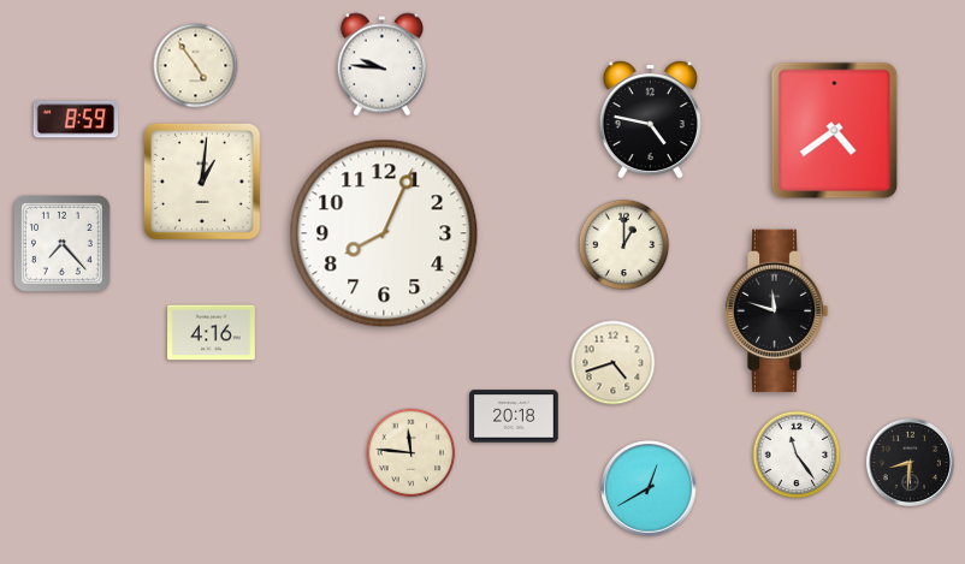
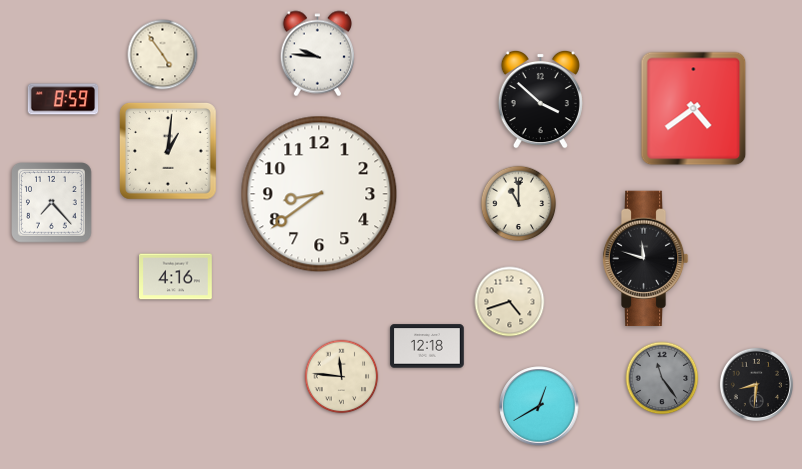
clock at (650, 119): 4:47 -> 3:52
clock at (384, 233): 8:04 -> 8:39
clock at (624, 245): 1:00 -> 11:00
clock at (514, 416): 20:18 -> 12:18
clock at (797, 455) dial: white -> grey
